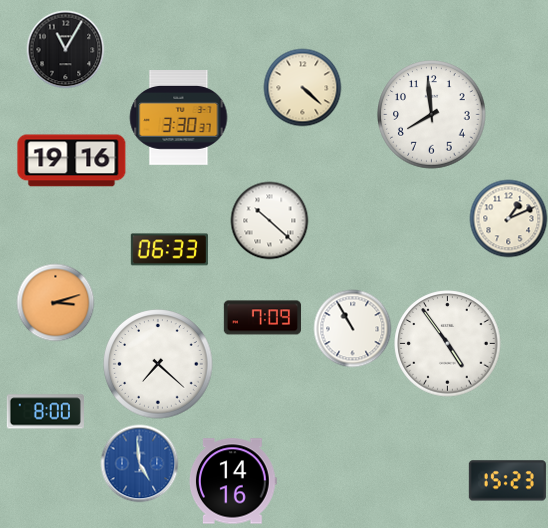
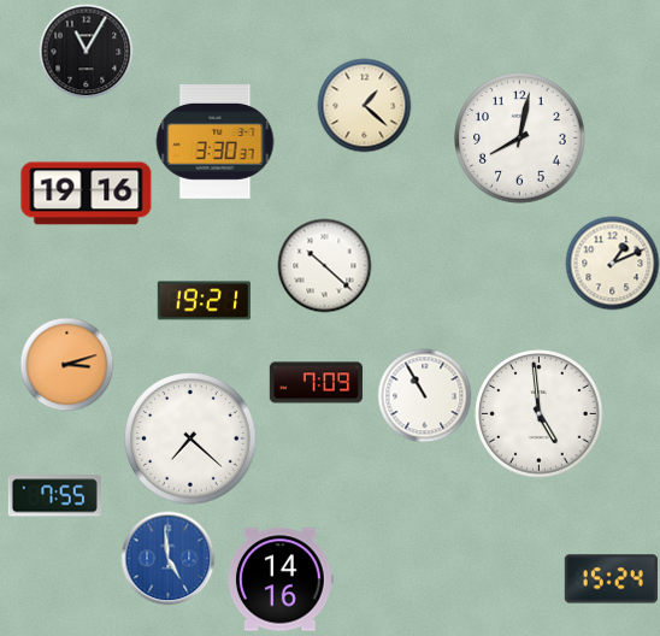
clock at (65, 49) position: (65, 49) -> (86, 51)
clock at (302, 87): 4:22 -> 1:22
clock at (432, 115): 7:59 -> 8:02
clock at (169, 250): 06:33 -> 19:21
clock at (448, 344): 4:54 -> 4:59
clock at (45, 412): 8:00 -> 7:55
clock at (507, 481): 15:23 -> 15:24
